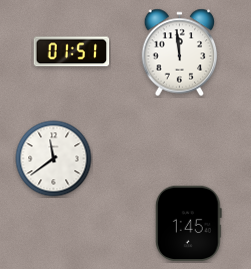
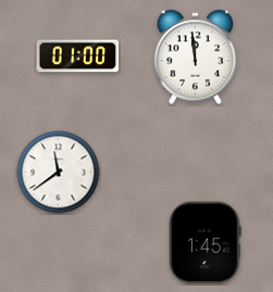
clock at (72, 52): 01:51 -> 01:00
